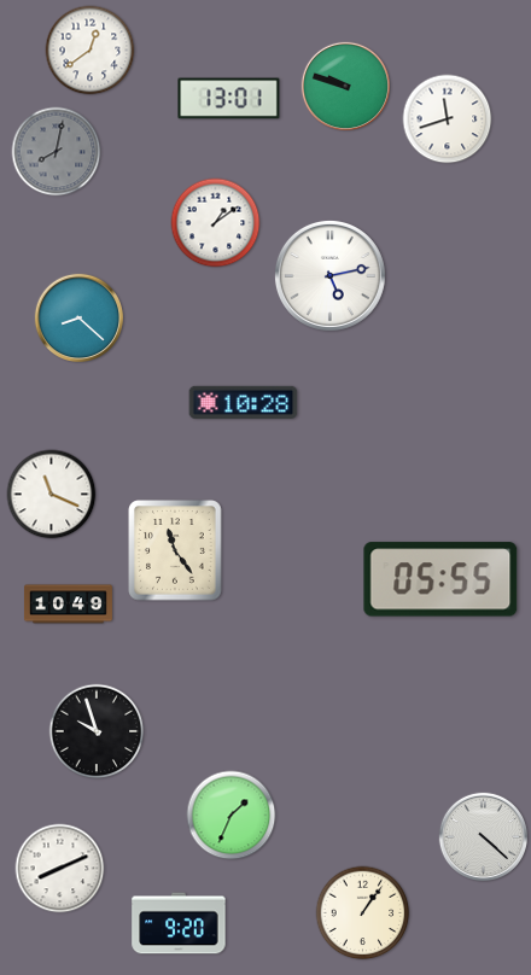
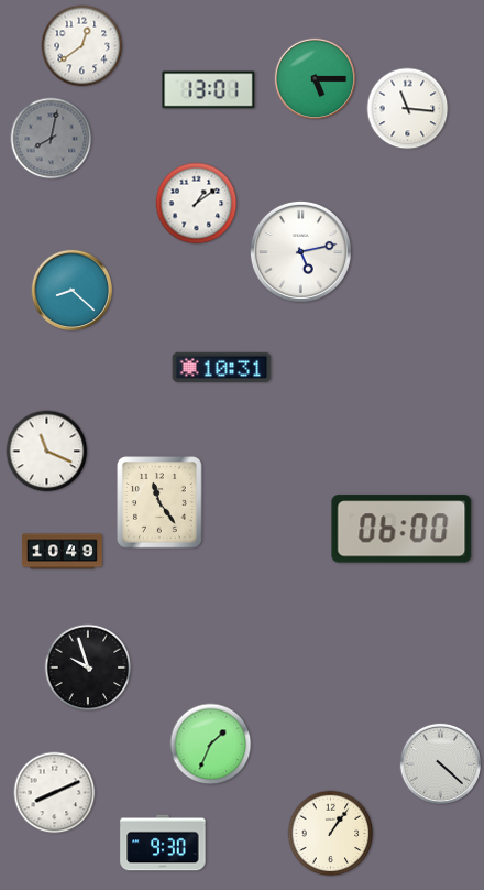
clock at (345, 86): 9:48 -> 5:15
clock at (448, 119): 11:42 -> 11:16
clock at (244, 402): 10:28 -> 10:31
clock at (440, 579): 05:55 -> 06:00
clock at (179, 923): 9:20 -> 9:30
